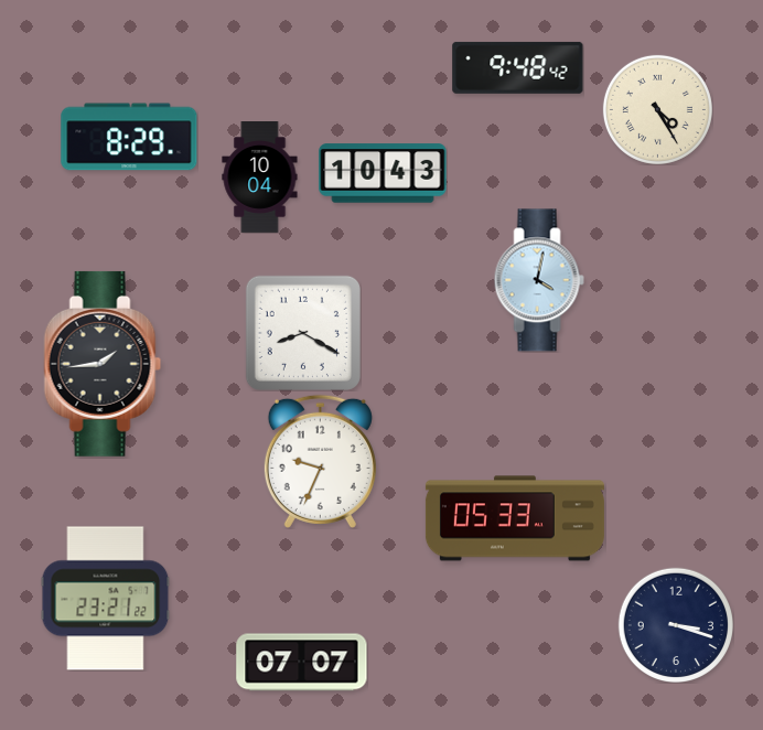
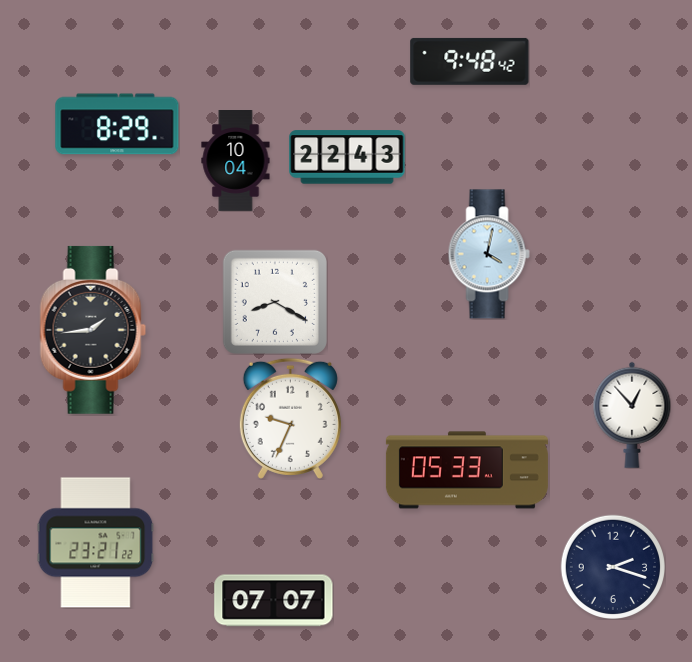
clock at (657, 109): 4:25 -> none
clock at (383, 173): 10:43 -> 22:43
clock at (632, 415): none -> 12:53
clock at (675, 624): 3:18 -> 2:18
